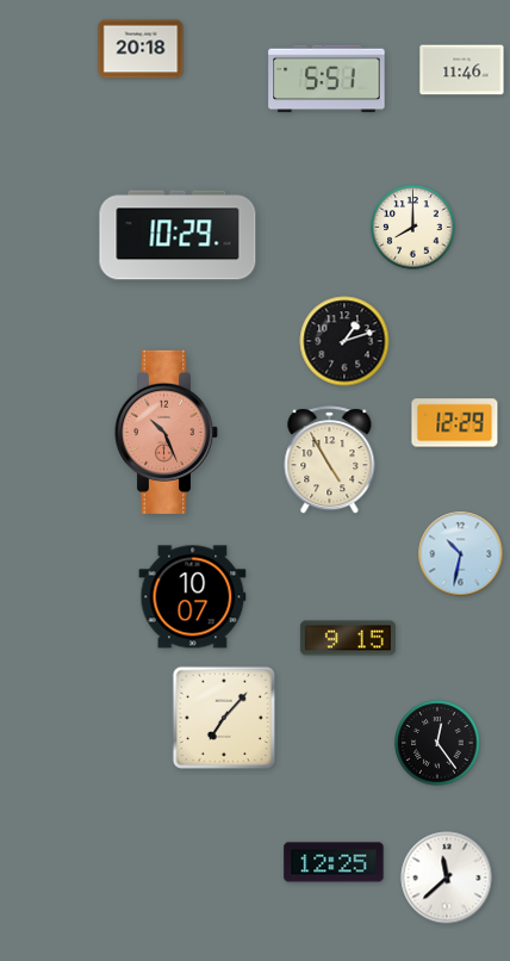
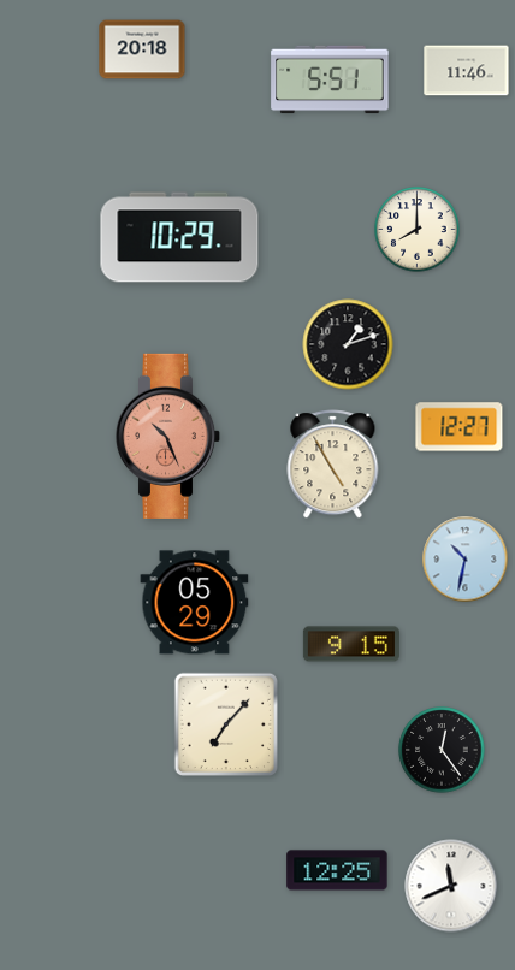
clock at (455, 423): 12:29 -> 12:27
clock at (193, 597): 10:07 -> 05:29
clock at (447, 878): 11:38 -> 11:41
